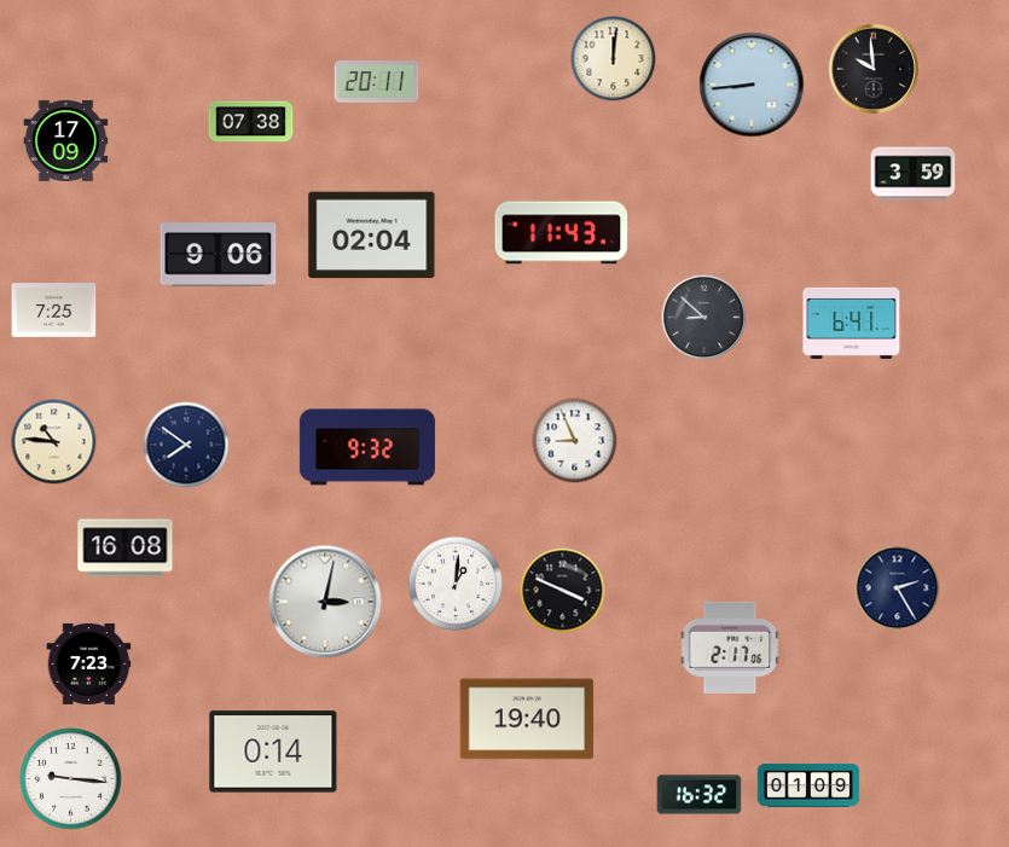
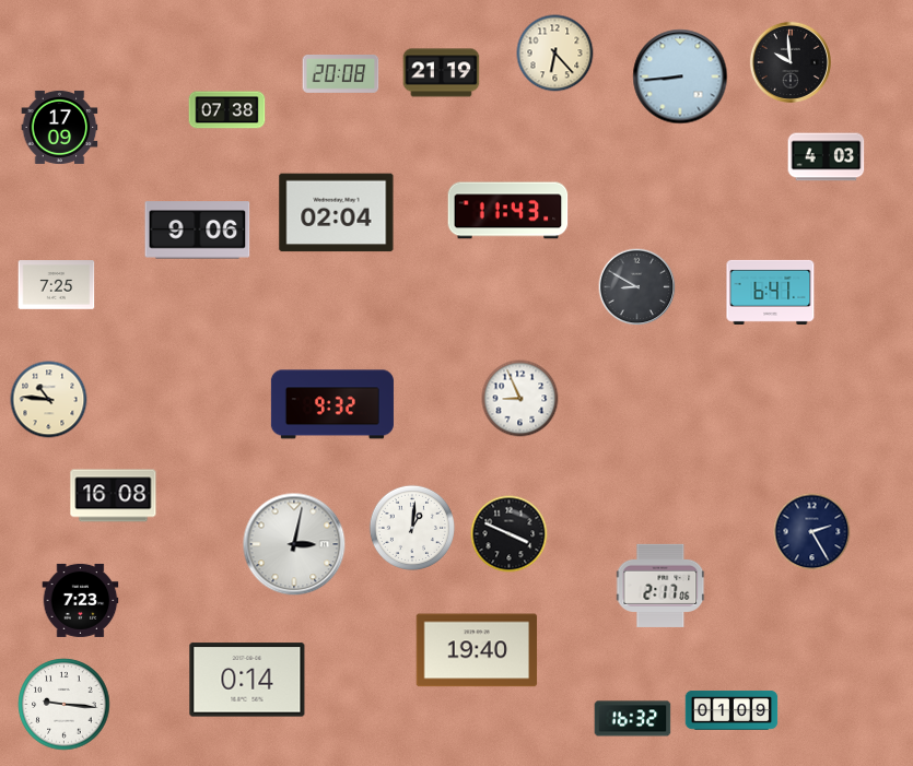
clock at (614, 59): 12:01 -> 6:23
clock at (442, 73): none -> 21:19
clock at (377, 82): 20:11 -> 20:08
clock at (914, 174): 3:59 -> 4:03
clock at (54, 311) position: (54, 311) -> (57, 285)
clock at (704, 318): 8:52 -> 8:50
clock at (186, 445): 7:51 -> none
